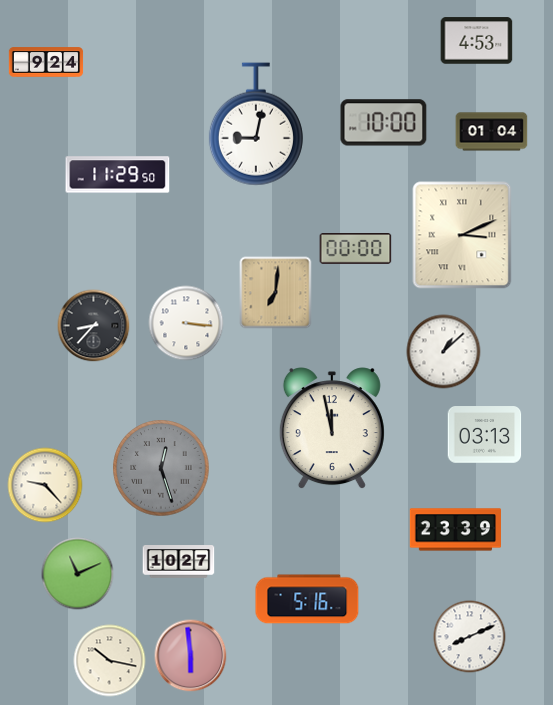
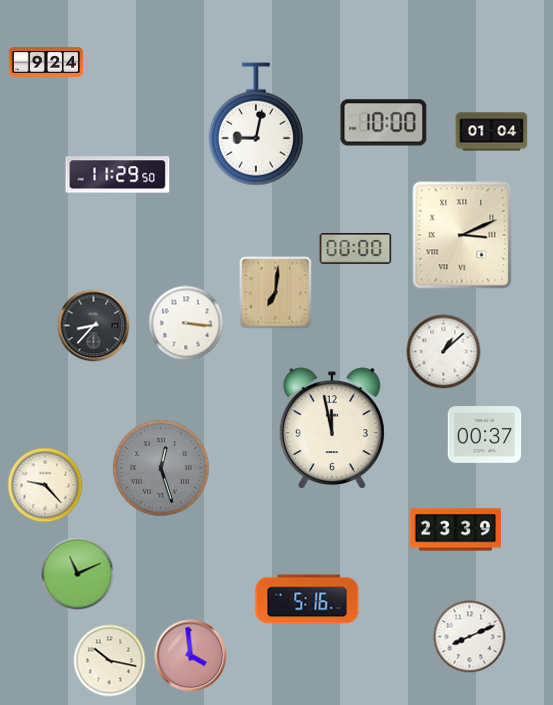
clock at (477, 41): 4:53 -> none
clock at (485, 435): 03:13 -> 00:37
clock at (179, 562): 10:27 -> none
clock at (191, 656): 5:59 -> 3:59
